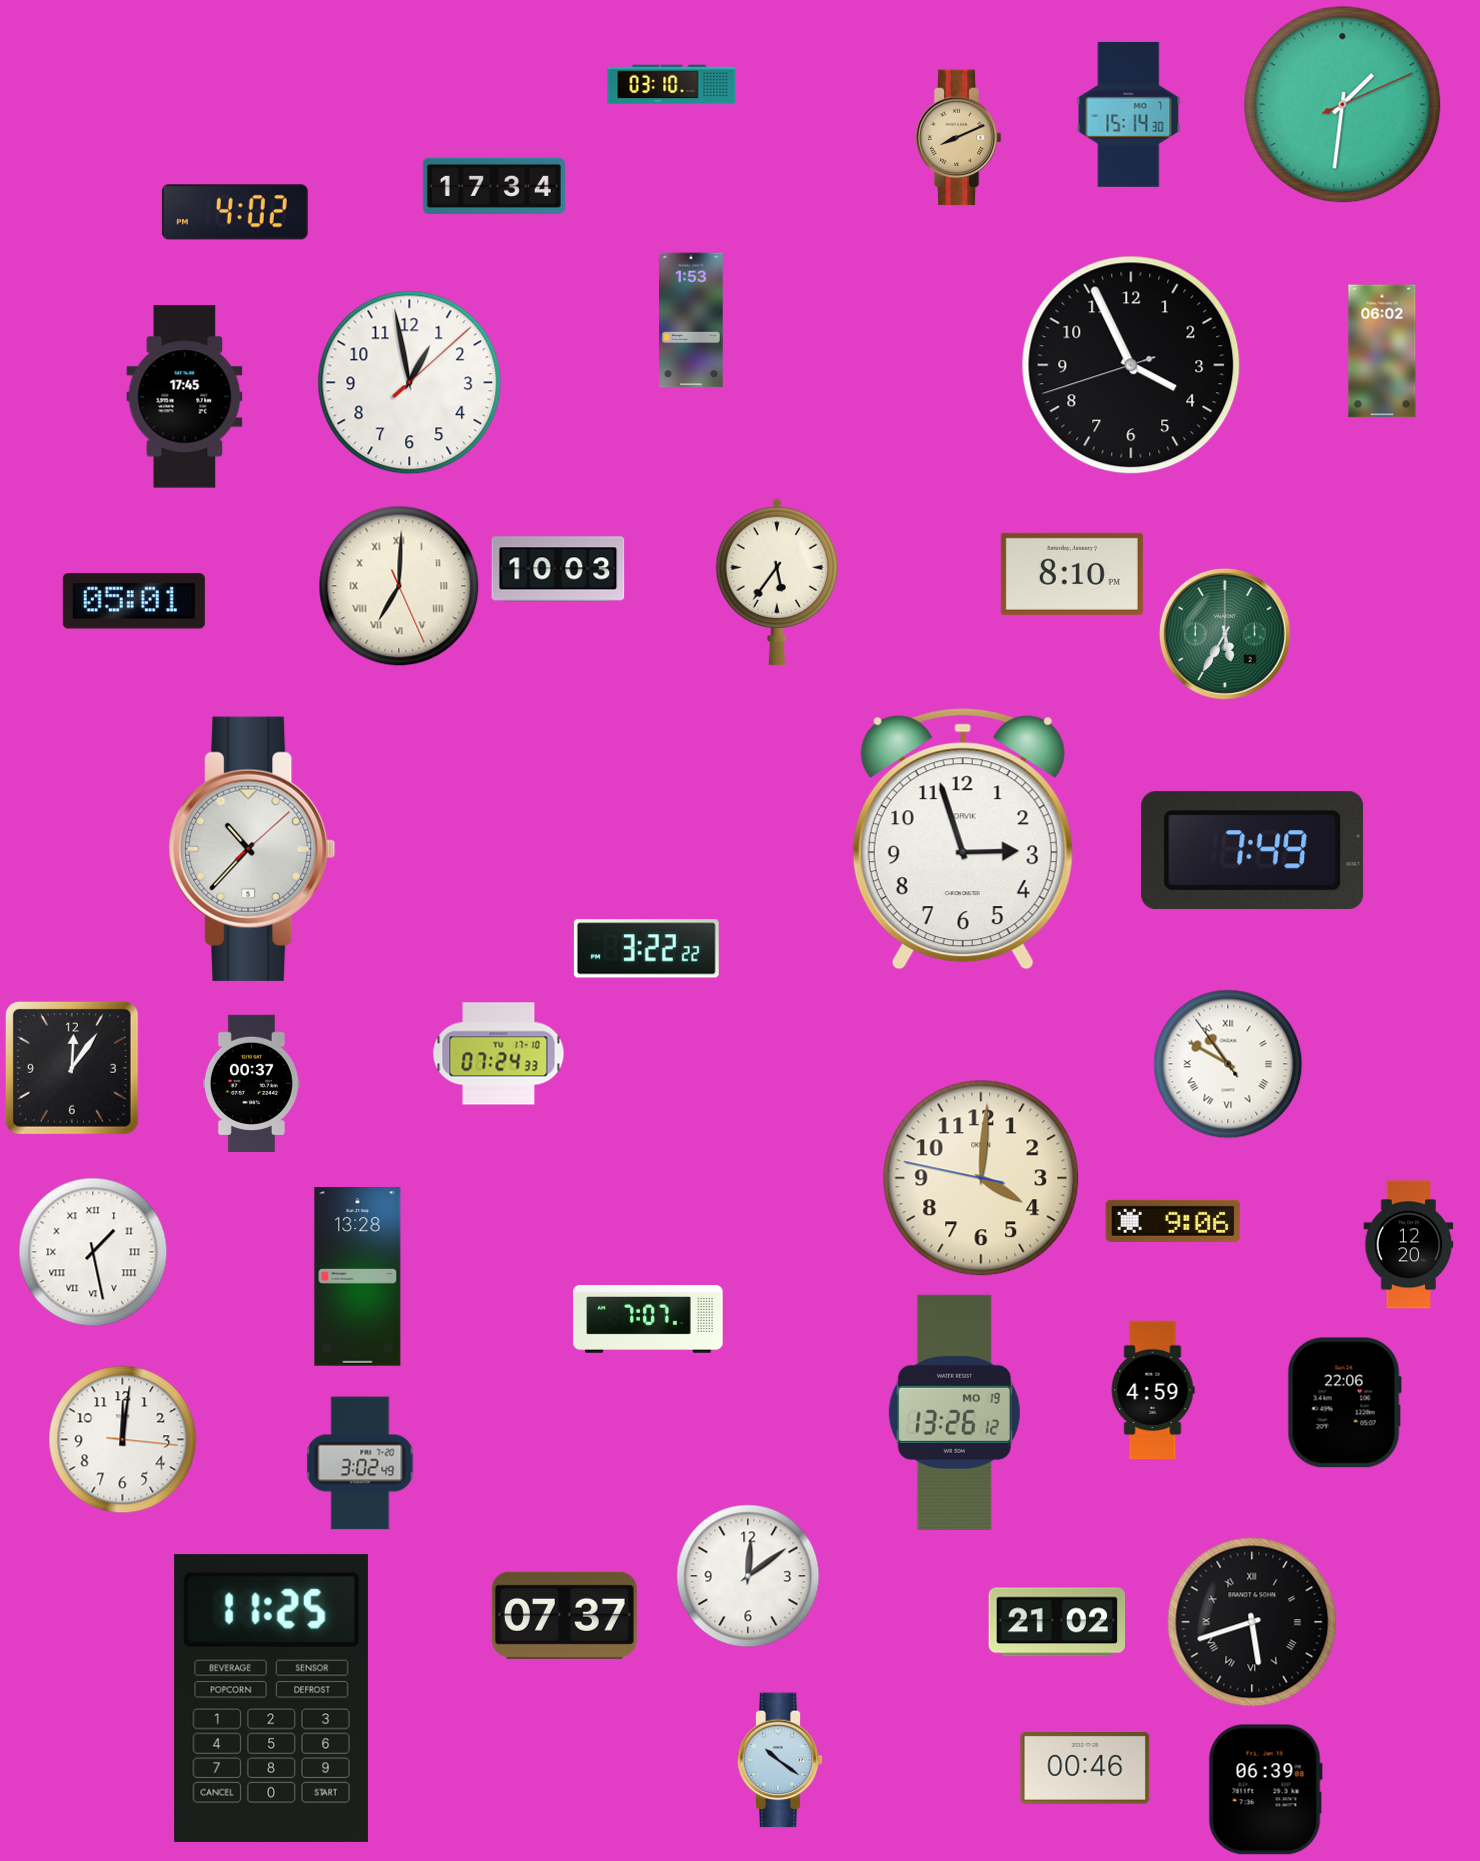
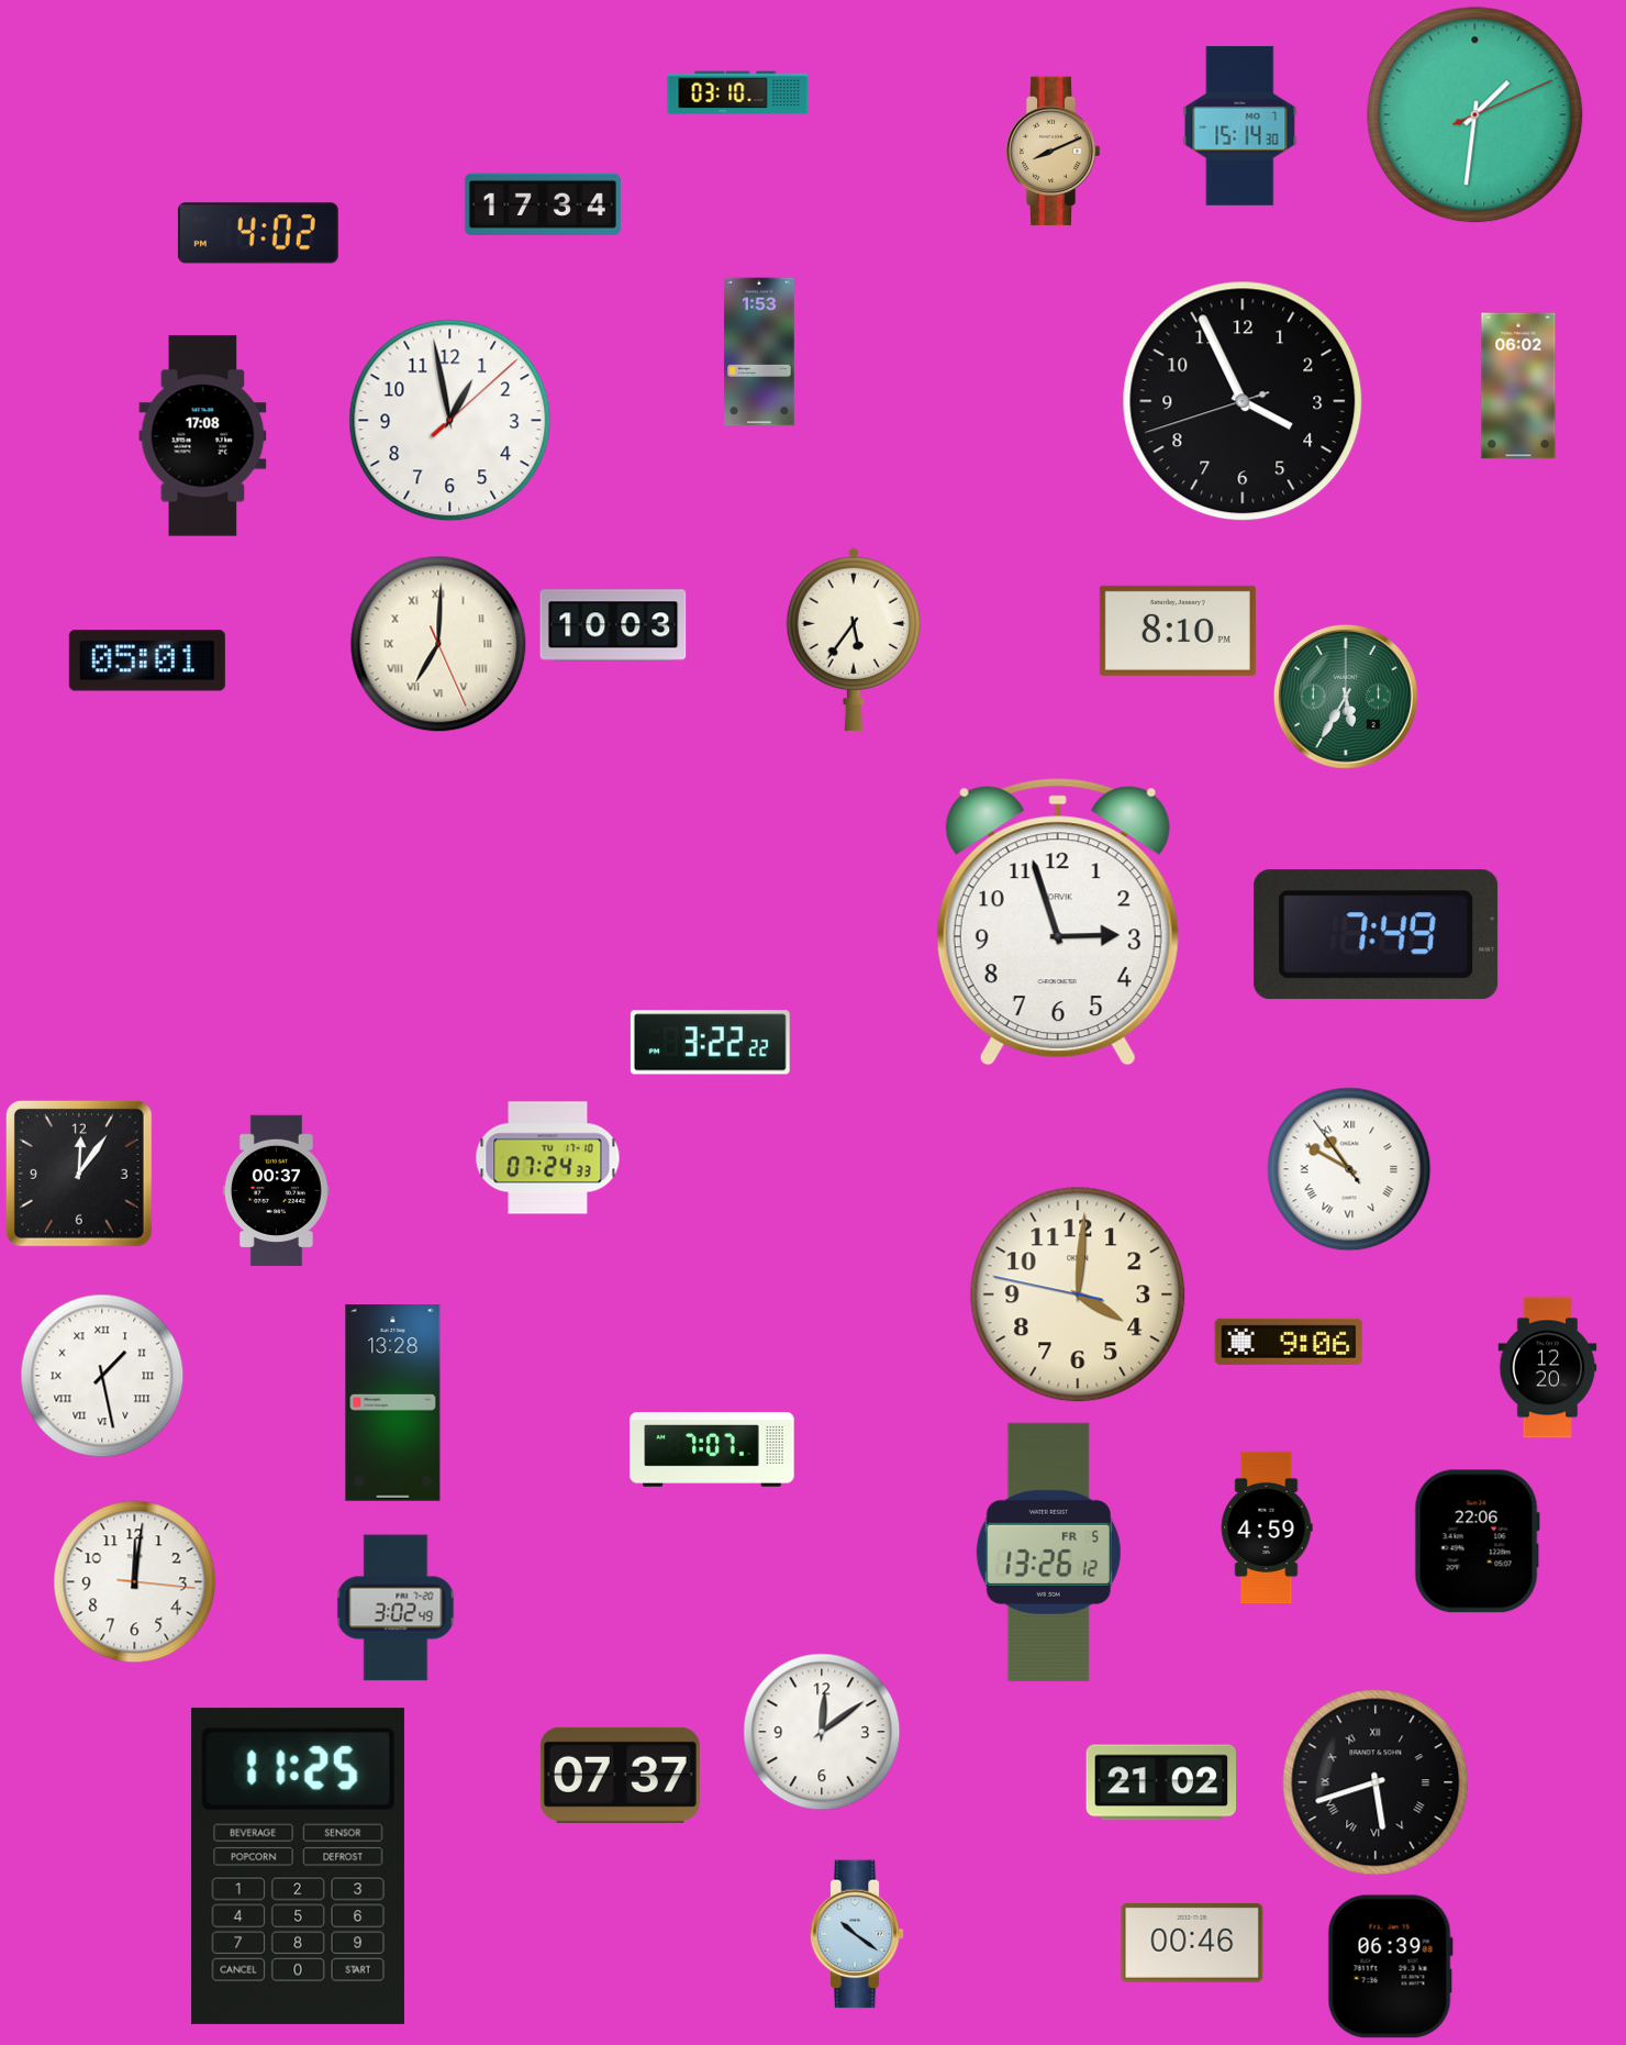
clock at (185, 397): 17:45 -> 17:08
clock at (252, 849): 10:37 -> none
clock at (954, 1412) date: MO 19 -> FR 5
